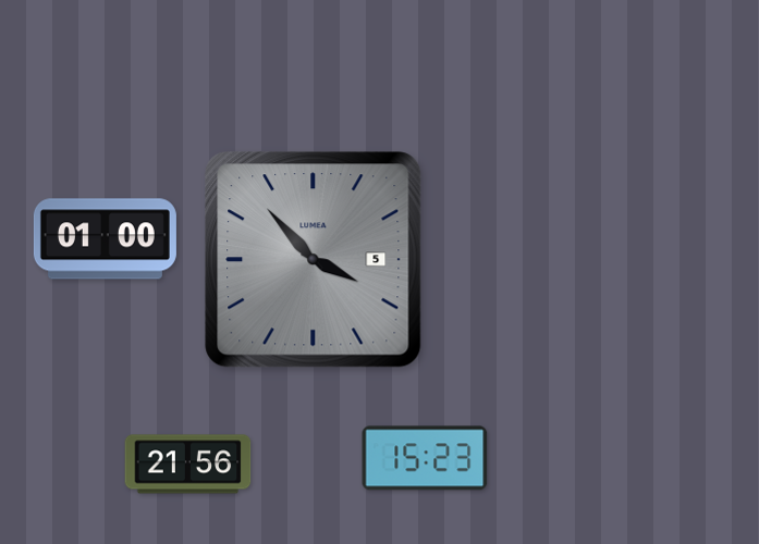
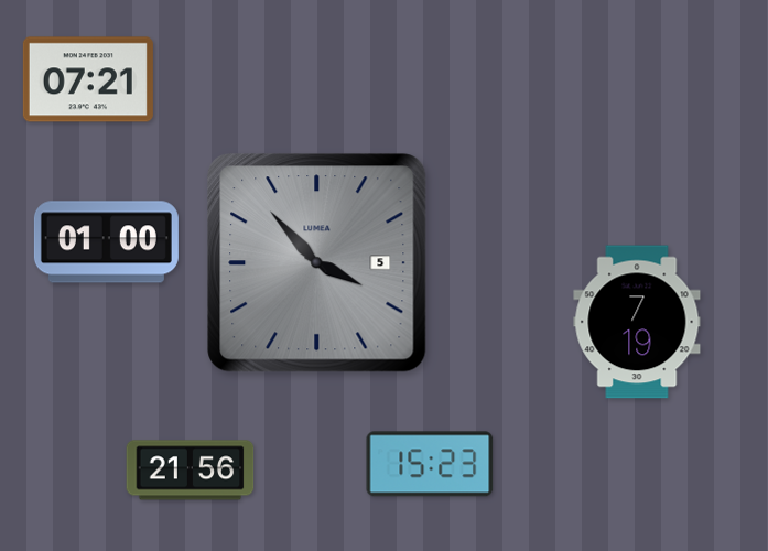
clock at (88, 79): none -> 07:21
clock at (637, 322): none -> 7:19
